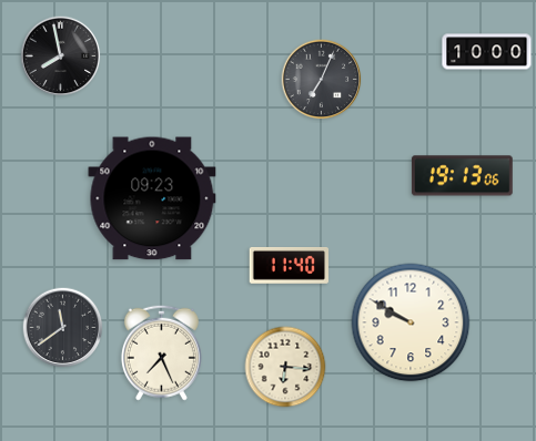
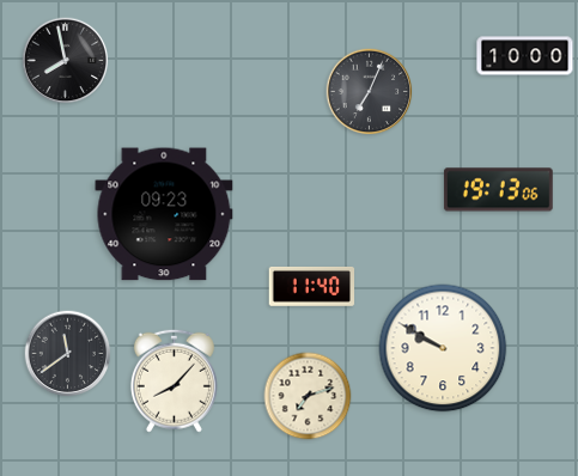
clock at (322, 80) position: (322, 80) -> (370, 92)
clock at (161, 352): 7:26 -> 8:07
clock at (285, 367): 6:16 -> 7:12
